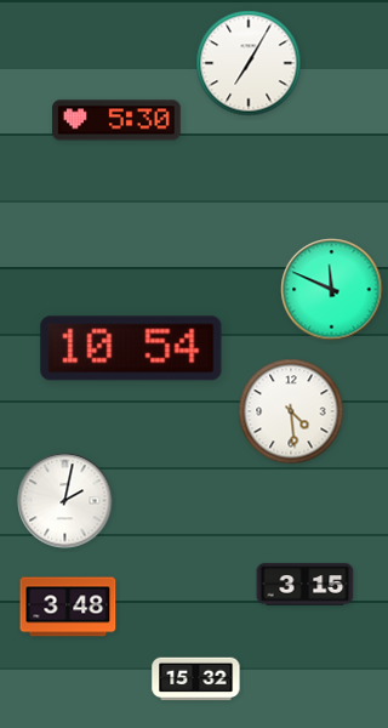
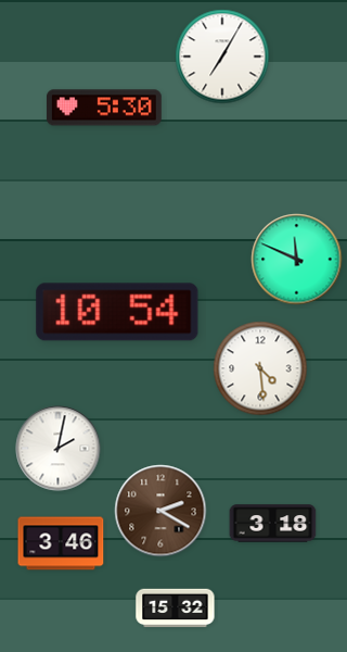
clock at (160, 511): none -> 2:20
clock at (306, 585): 3:15 -> 3:18
clock at (68, 607): 3:48 -> 3:46
